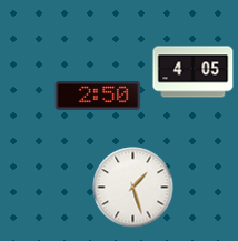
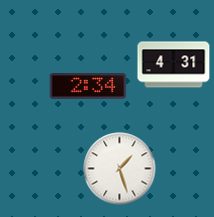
clock at (194, 72): 4:05 -> 4:31
clock at (98, 96): 2:50 -> 2:34
